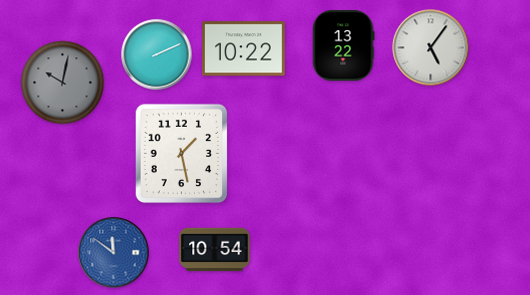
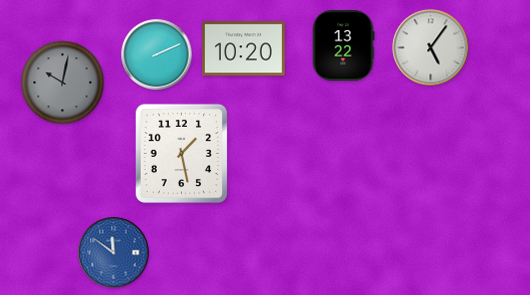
clock at (244, 49): 10:22 -> 10:20
clock at (215, 250): 10:54 -> none
